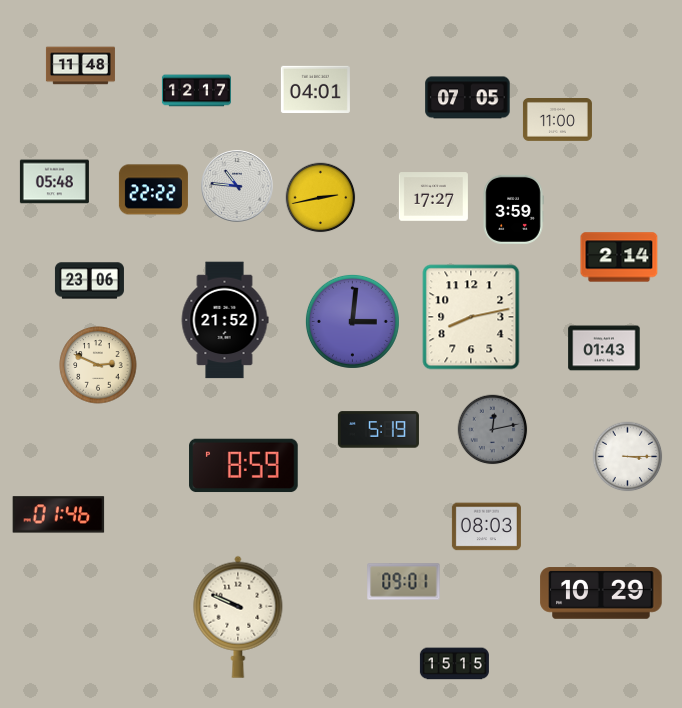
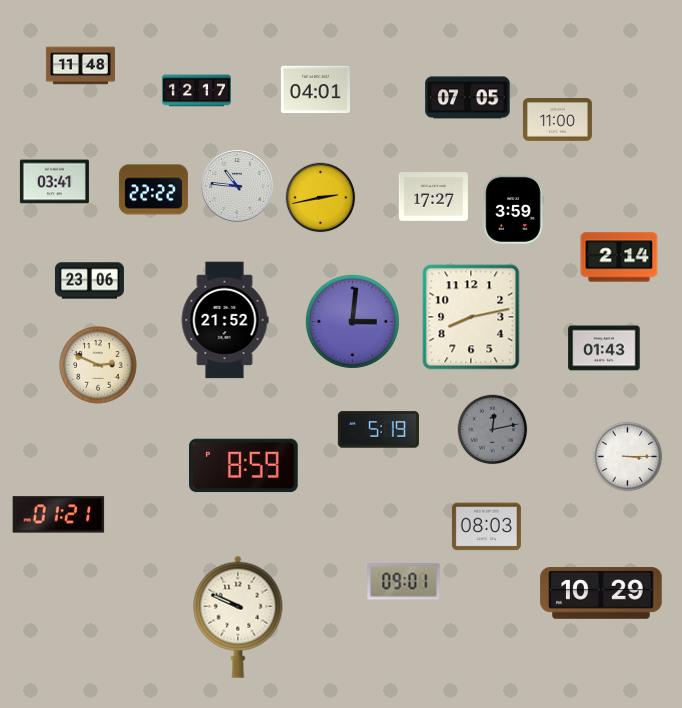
clock at (54, 182): 05:48 -> 03:41
clock at (59, 515): 01:46 -> 01:21
clock at (454, 664): 15:15 -> none
